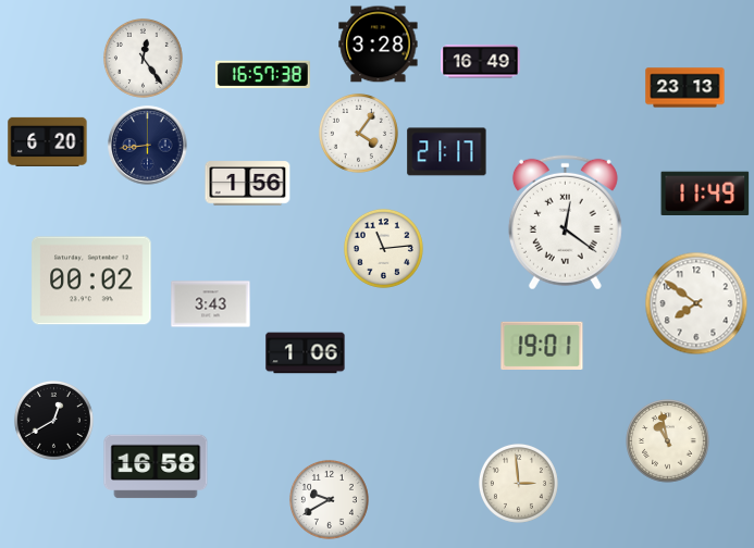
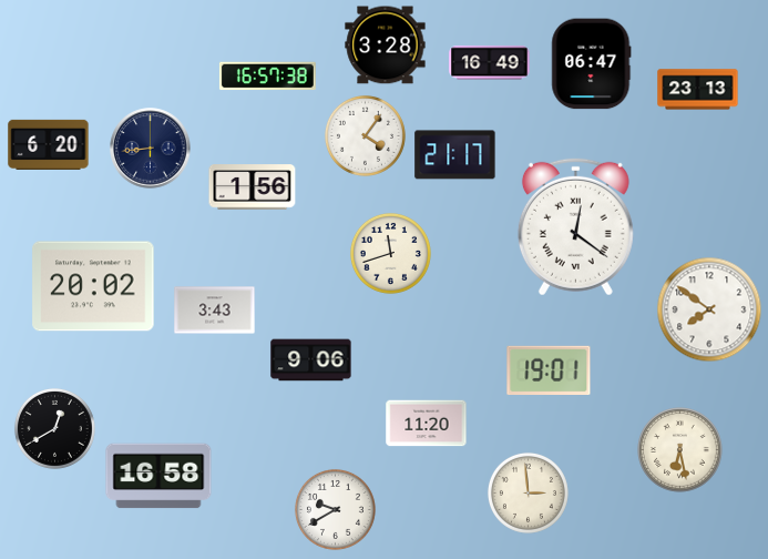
clock at (143, 58): 12:24 -> none
clock at (592, 64): none -> 06:47
clock at (705, 192): 11:49 -> none
clock at (383, 248): 11:14 -> 11:42
clock at (91, 281): 00:02 -> 20:02
clock at (542, 345) position: (542, 345) -> (549, 369)
clock at (306, 353): 1:06 -> 9:06
clock at (427, 424): none -> 11:20
clock at (668, 441): 10:58 -> 6:28
